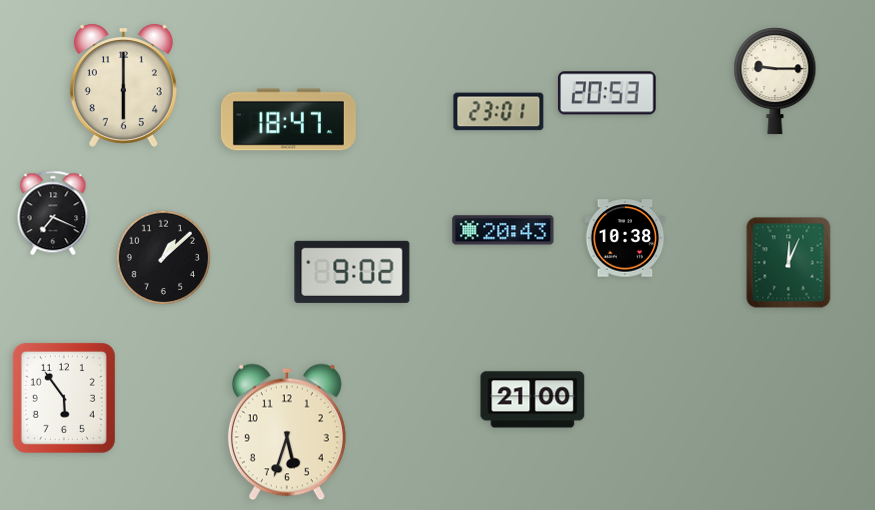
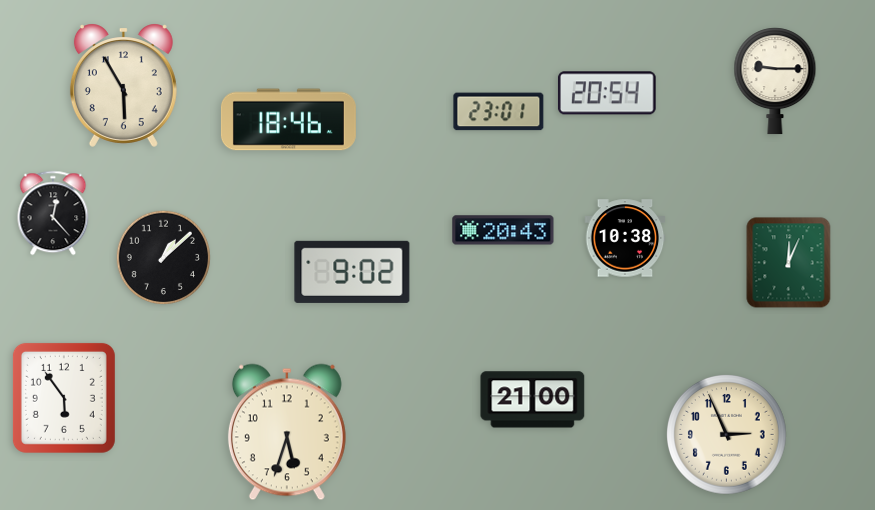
clock at (123, 85): 6:00 -> 5:55
clock at (607, 93): 20:53 -> 20:54
clock at (288, 120): 18:47 -> 18:46
clock at (53, 213): 7:19 -> 12:23
clock at (727, 435): none -> 2:56
